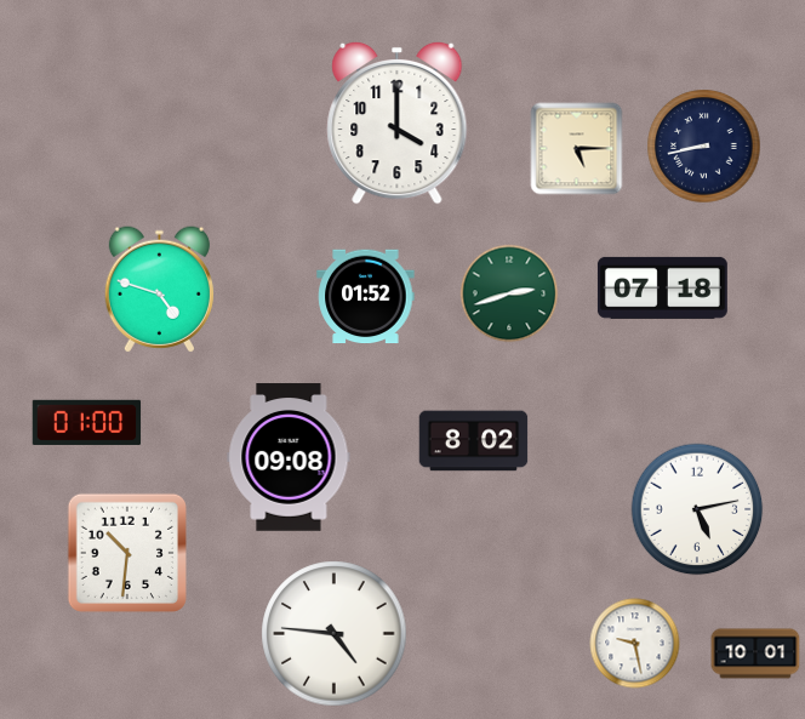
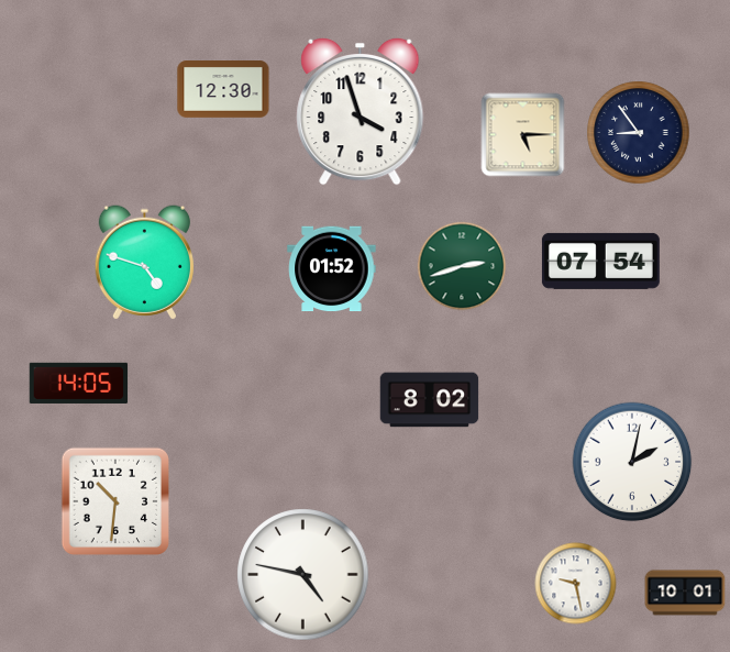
clock at (223, 90): none -> 12:30
clock at (398, 122): 4:00 -> 3:57
clock at (704, 147): 8:43 -> 8:54
clock at (662, 287): 07:18 -> 07:54
clock at (87, 422): 01:00 -> 14:05
clock at (289, 457): 09:08 -> none
clock at (697, 509): 5:13 -> 2:02
clock at (335, 634): 4:46 -> 4:47
